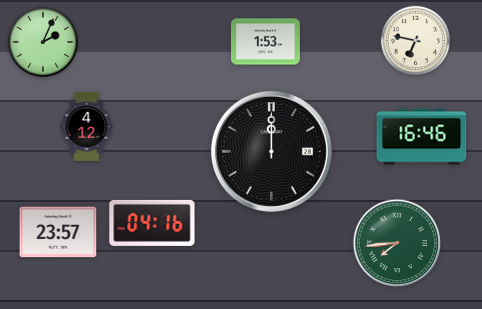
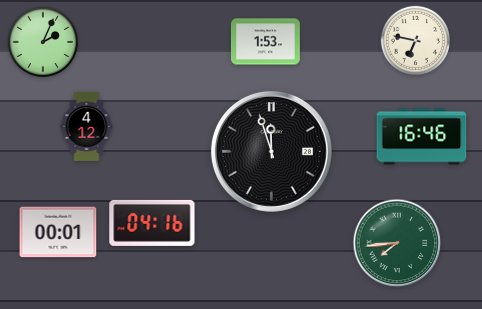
clock at (271, 151): 12:00 -> 11:57
clock at (58, 232): 23:57 -> 00:01
